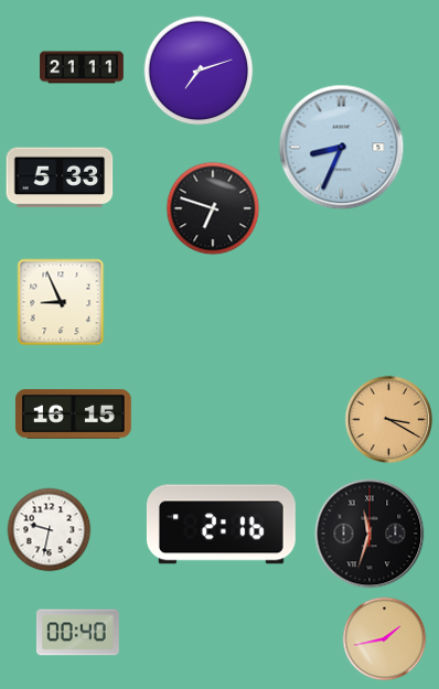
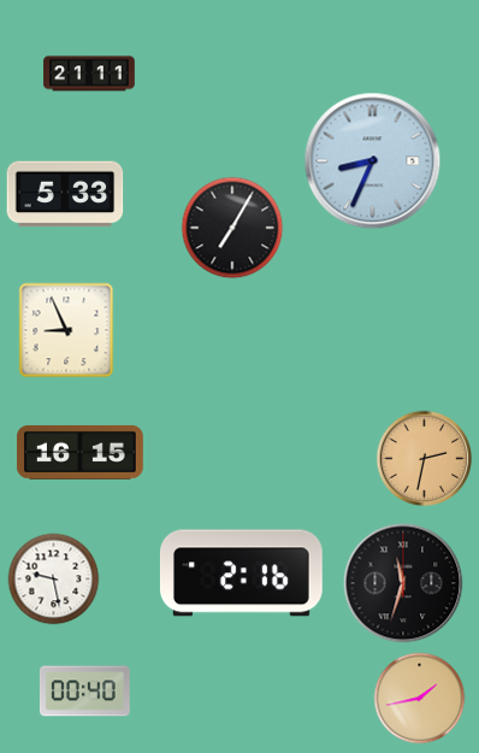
clock at (199, 71): 7:12 -> none
clock at (213, 208): 6:48 -> 7:05
clock at (389, 420): 3:20 -> 2:32
clock at (50, 530): 9:32 -> 9:28
